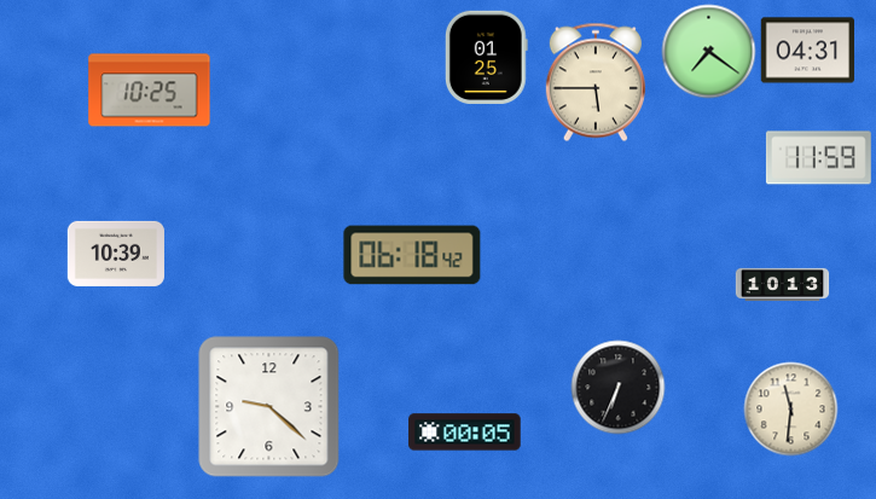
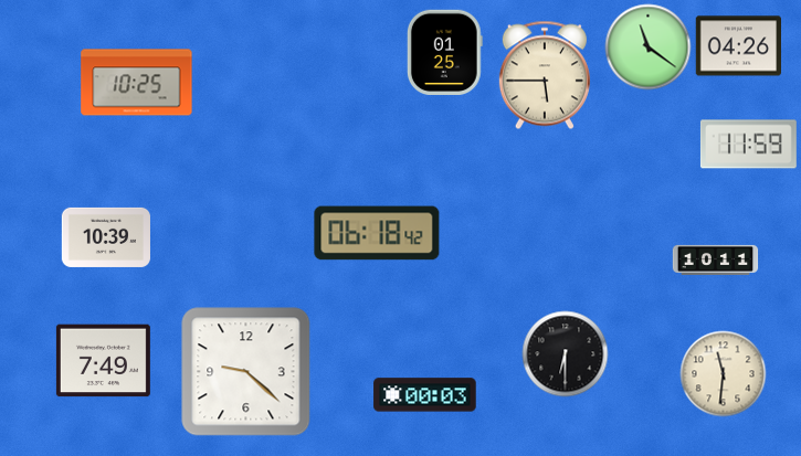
clock at (708, 51): 7:21 -> 11:21
clock at (807, 51): 04:31 -> 04:26
clock at (116, 254) position: (116, 254) -> (106, 237)
clock at (782, 284): 10:13 -> 10:11
clock at (617, 387): 6:34 -> 6:30
clock at (103, 361): none -> 7:49
clock at (465, 433): 00:05 -> 00:03
